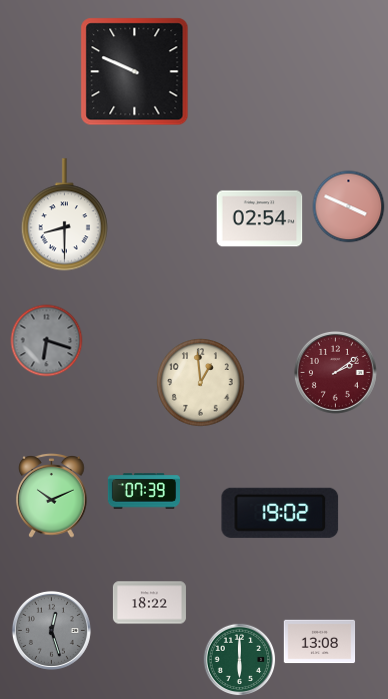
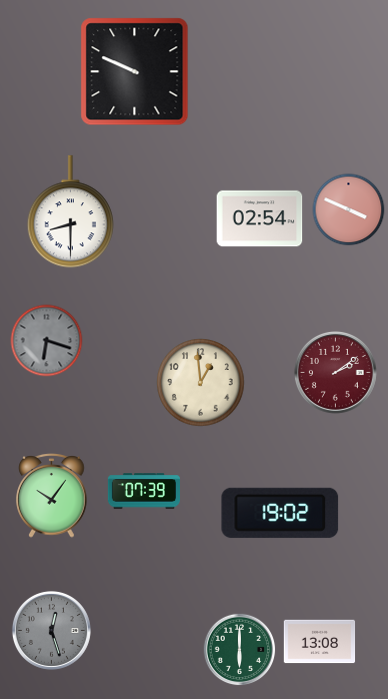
clock at (349, 207) position: (349, 207) -> (349, 210)
clock at (64, 215) position: (64, 215) -> (70, 212)
clock at (52, 495): 10:11 -> 10:06
clock at (149, 603): 18:22 -> none
clock at (240, 660) position: (240, 660) -> (240, 650)
